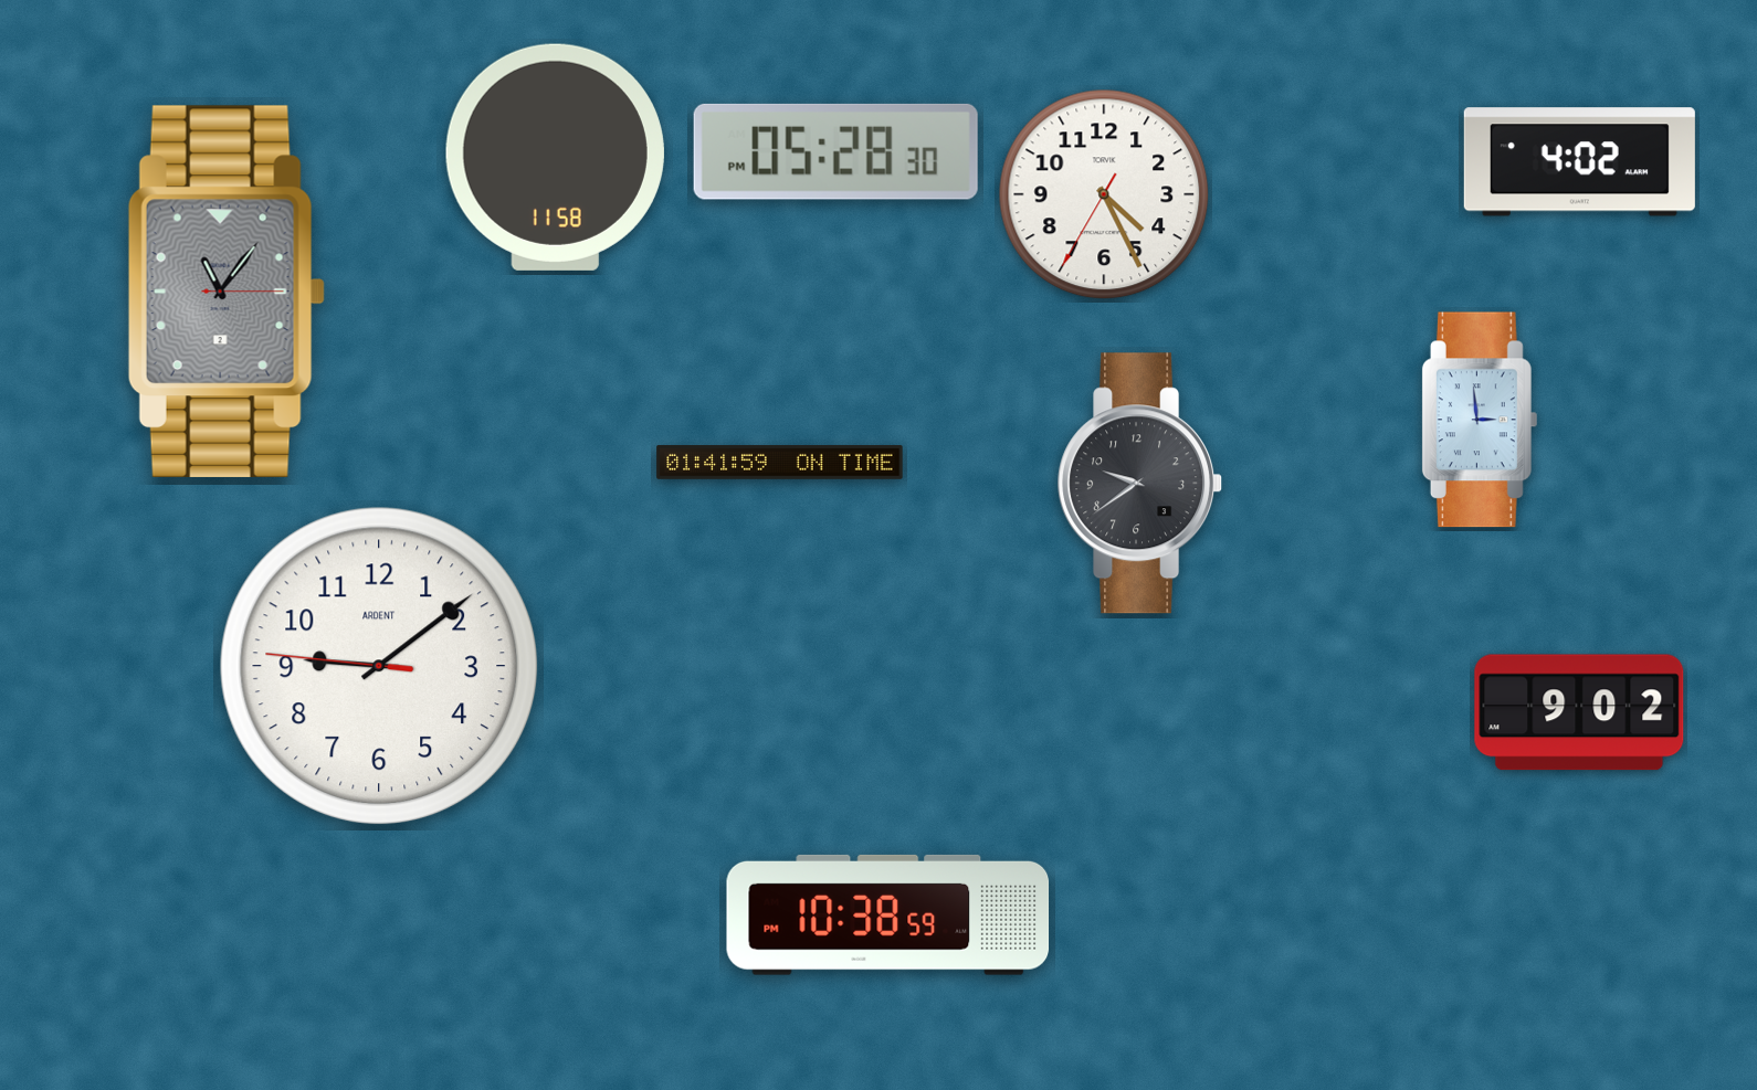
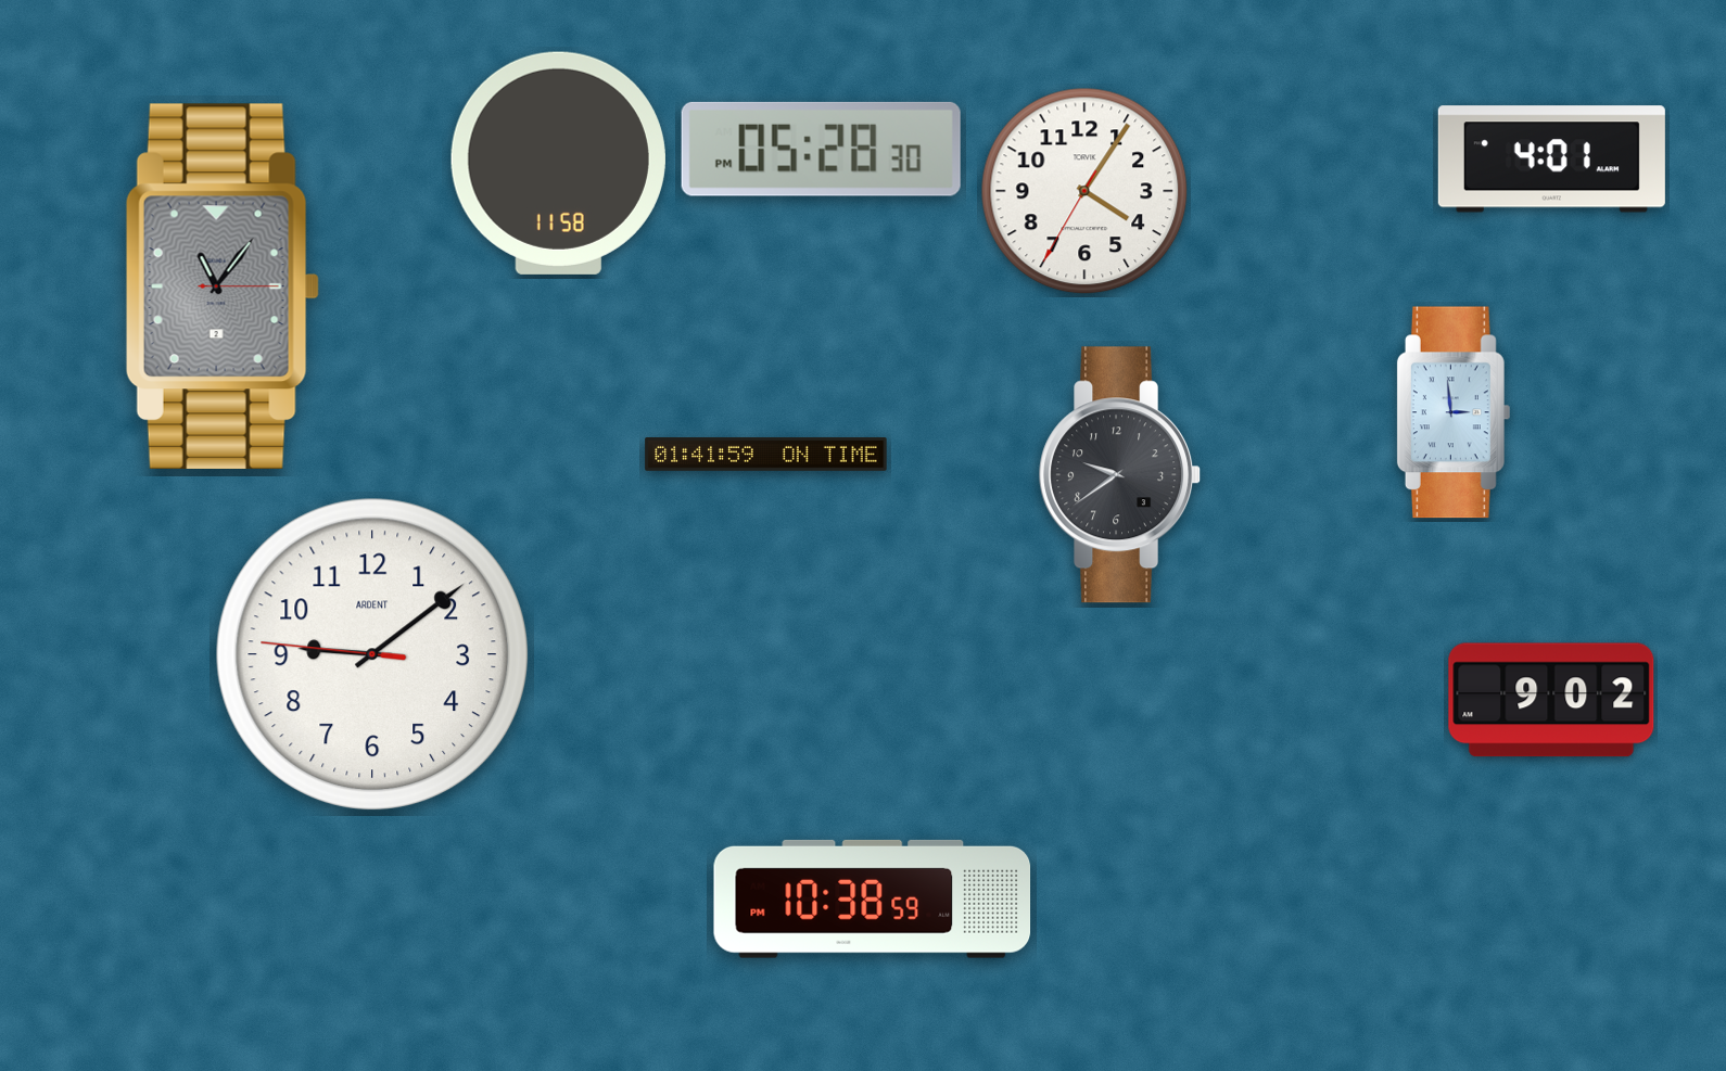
clock at (555, 157) position: (555, 157) -> (558, 163)
clock at (1579, 162): 4:02 -> 4:01
clock at (1104, 194): 4:25 -> 4:05
